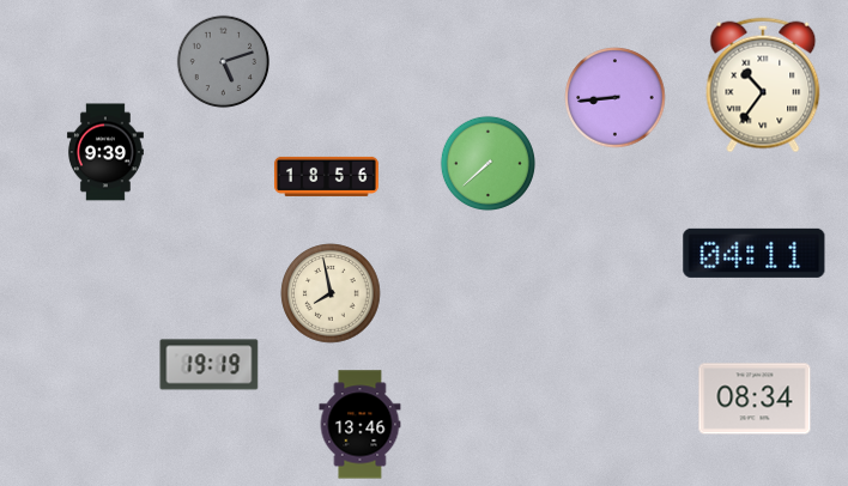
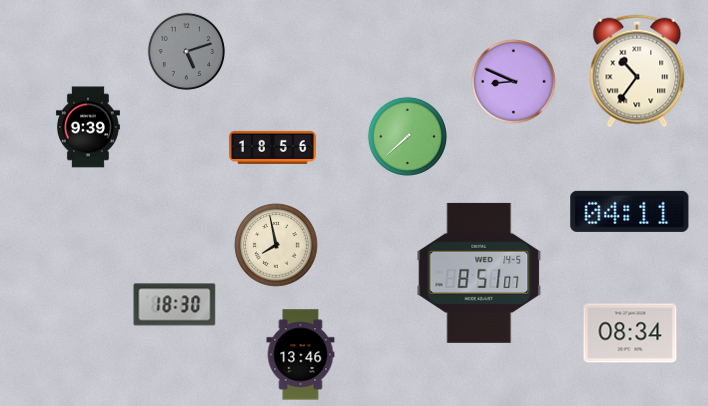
clock at (616, 98): 8:44 -> 8:49
clock at (479, 273): none -> 8:51
clock at (210, 365): 19:19 -> 18:30
